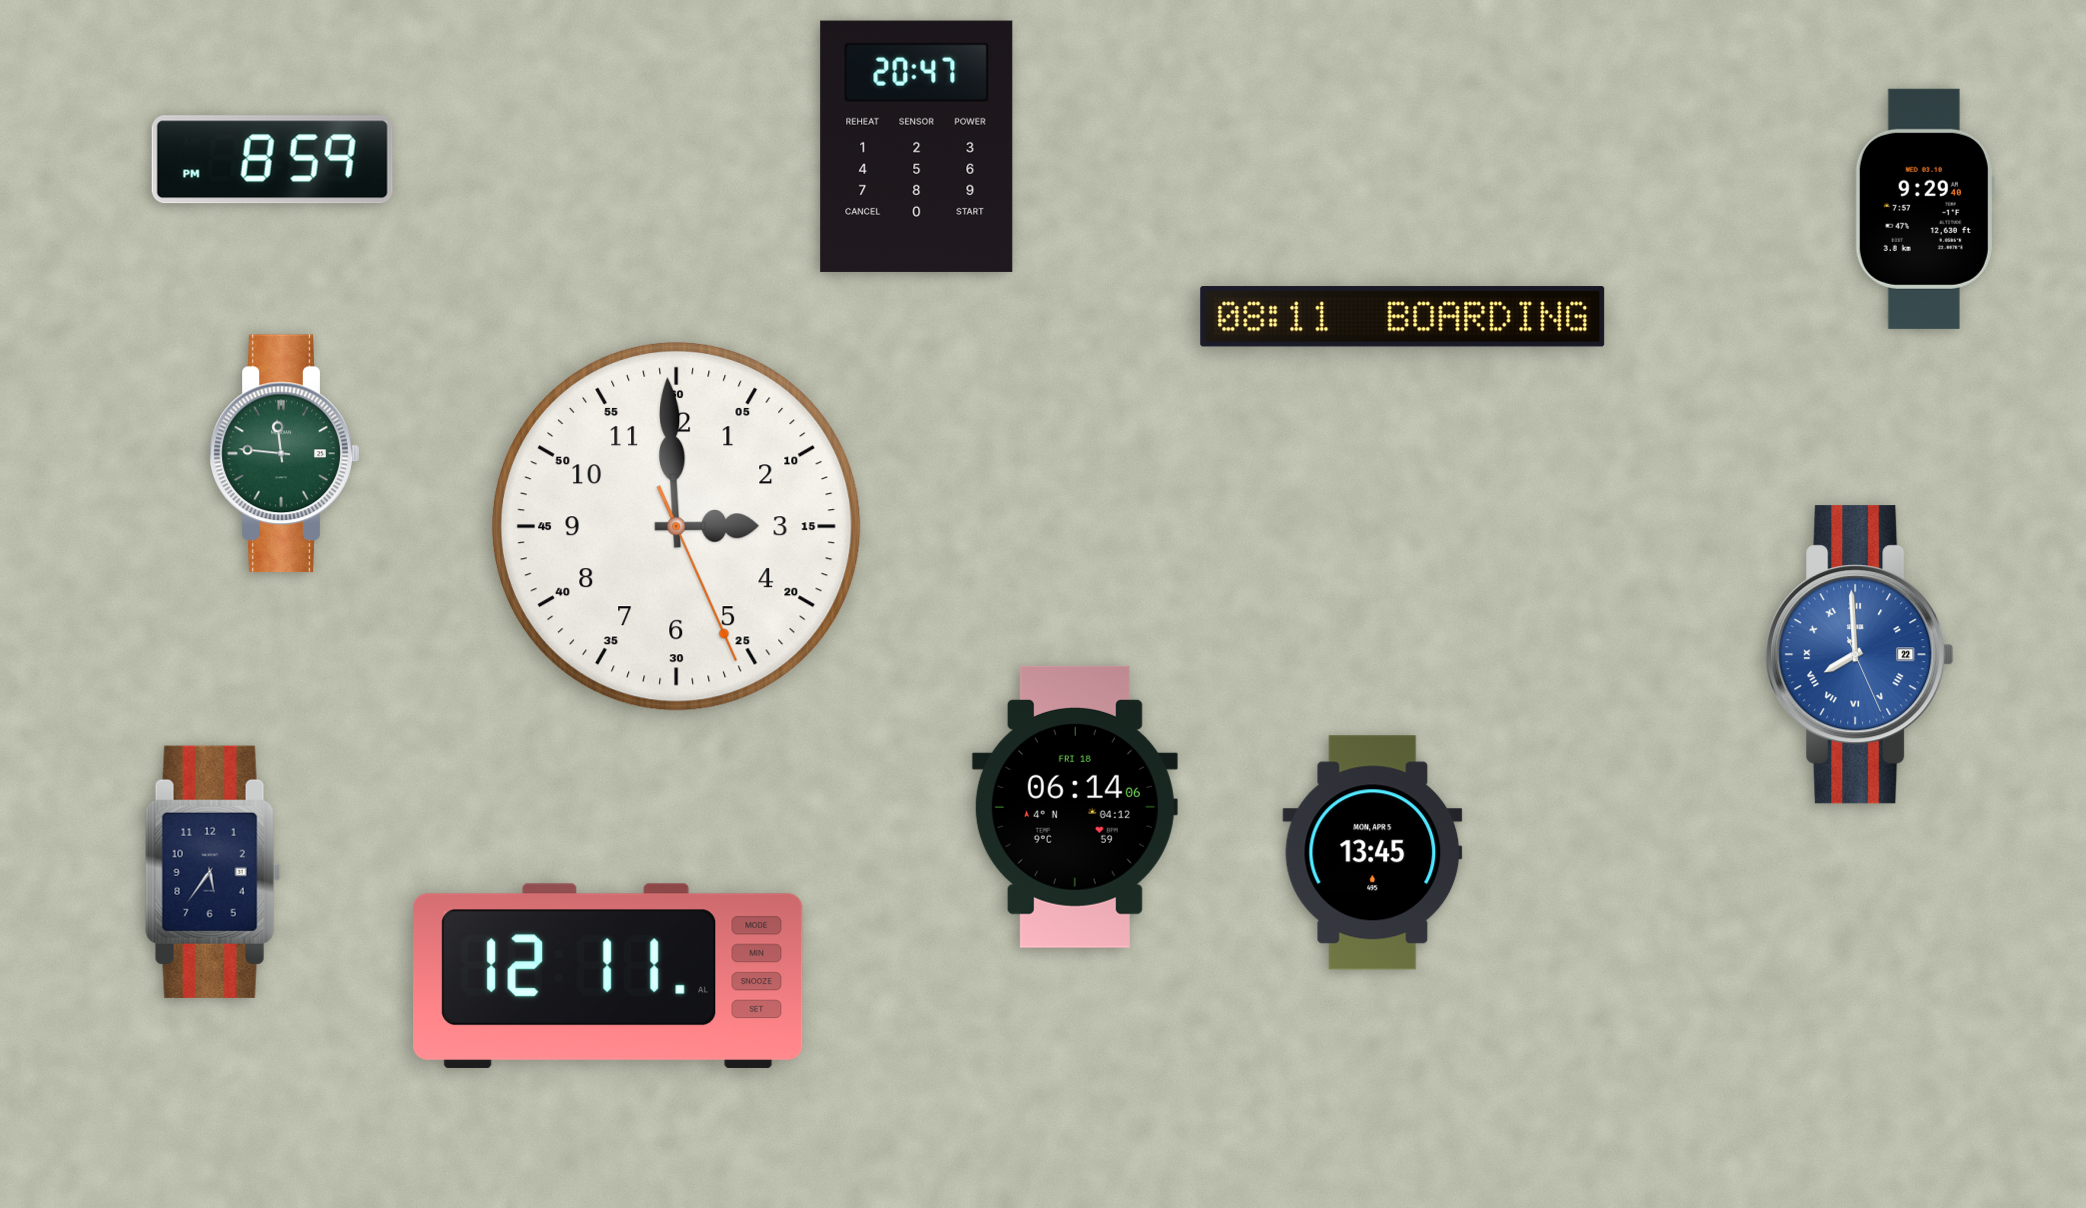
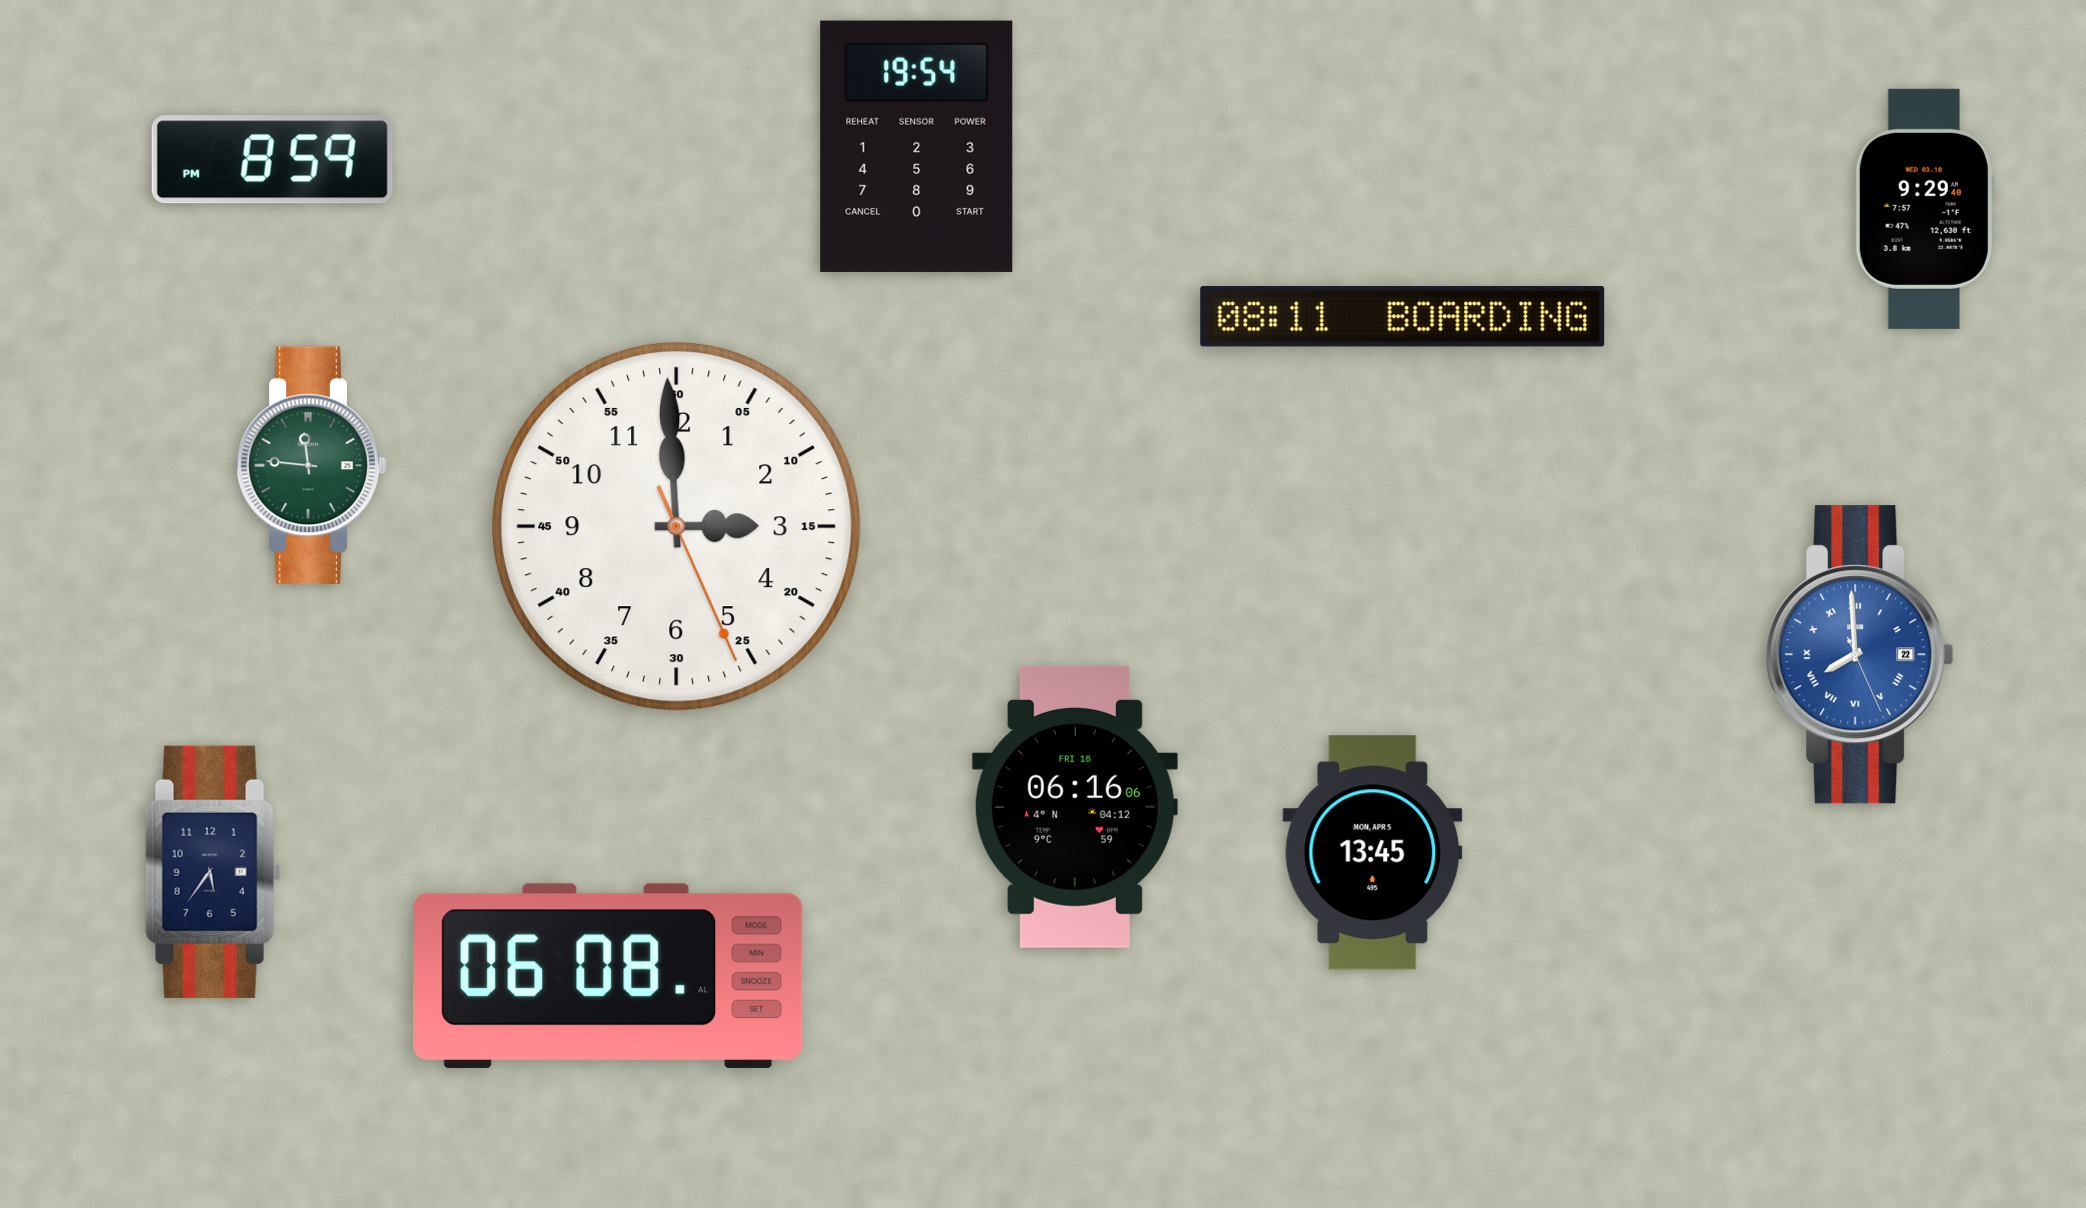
clock at (917, 146): 20:47 -> 19:54
clock at (285, 454) position: (285, 454) -> (312, 466)
clock at (1075, 807): 06:14 -> 06:16
clock at (608, 976): 12:11 -> 06:08
